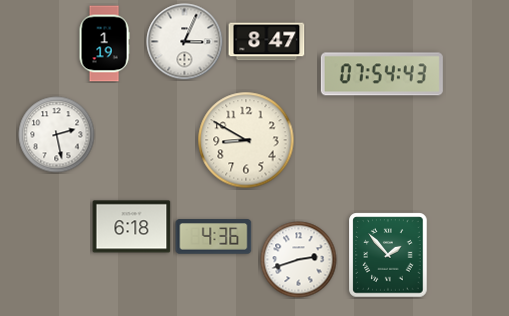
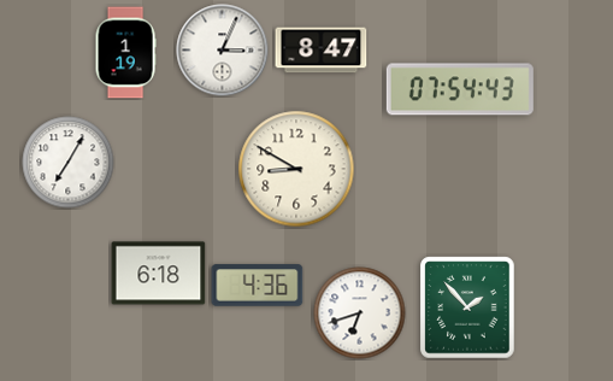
clock at (57, 135): 2:28 -> 7:05
clock at (299, 260): 2:42 -> 6:42
